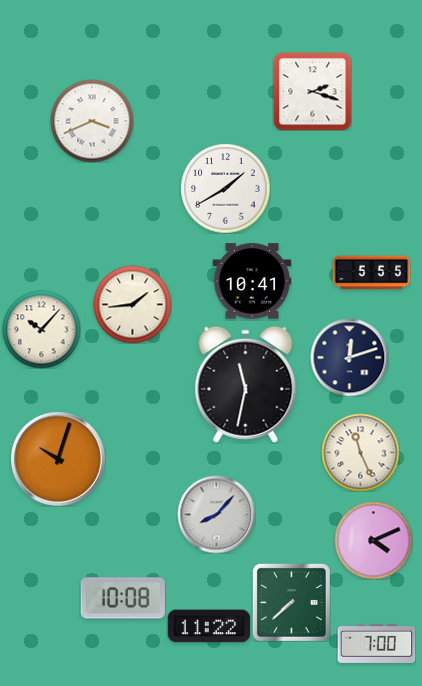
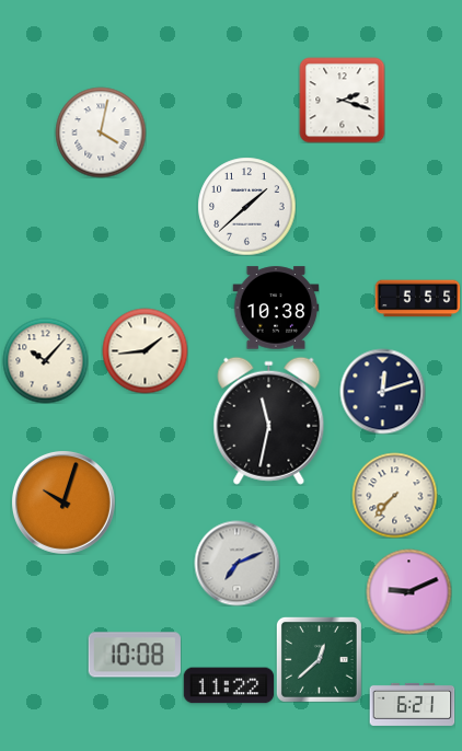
clock at (92, 121): 3:41 -> 4:02
clock at (225, 188): 1:40 -> 1:38
clock at (371, 273) position: (371, 273) -> (417, 299)
clock at (252, 281): 10:41 -> 10:38
clock at (132, 304) position: (132, 304) -> (145, 350)
clock at (360, 452): 11:26 -> 7:37
clock at (216, 514): 8:07 -> 7:11
clock at (373, 540): 4:11 -> 9:11
clock at (291, 602): 7:38 -> 12:38
clock at (376, 643): 7:00 -> 6:21
